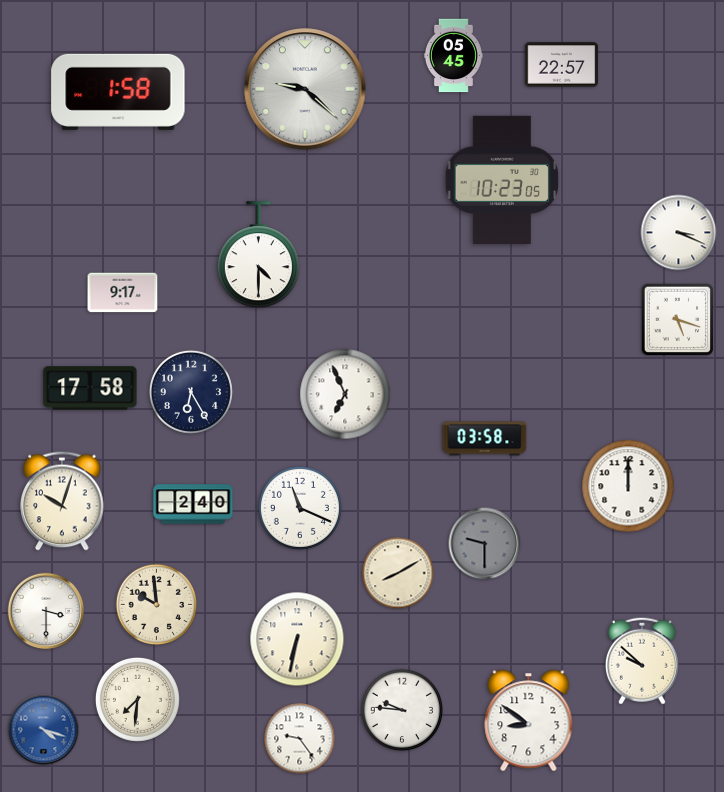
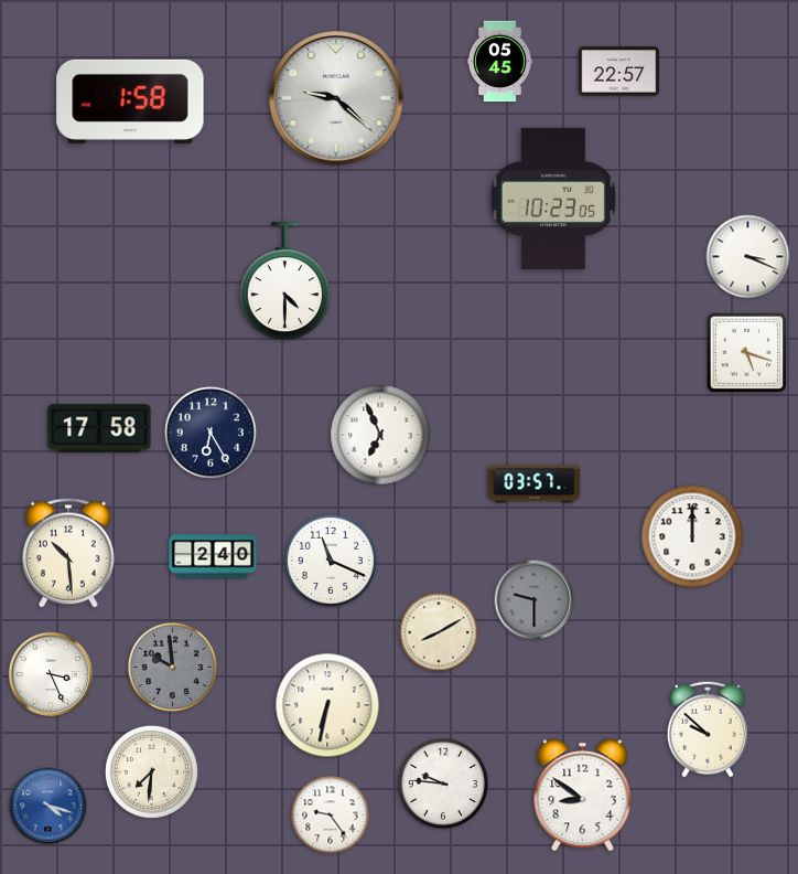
clock at (123, 293): 9:17 -> none
clock at (485, 439): 03:58 -> 03:57
clock at (62, 501): 10:03 -> 10:29
clock at (157, 605) dial: cream -> grey
clock at (46, 611): 3:30 -> 3:26
